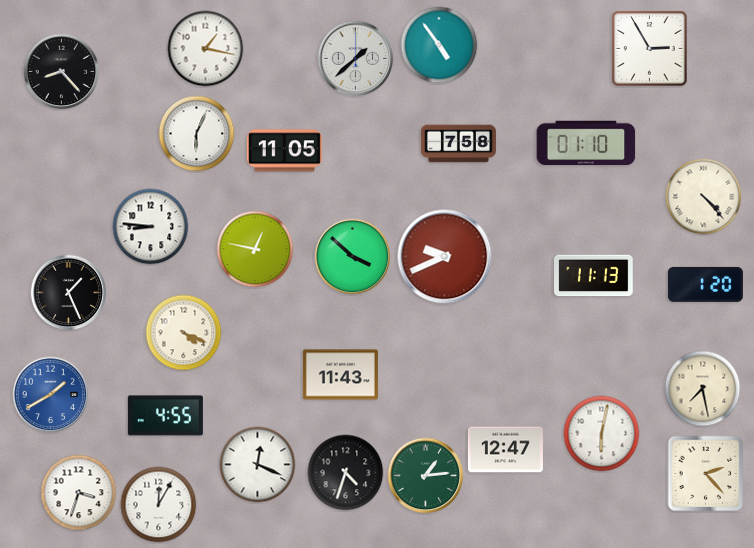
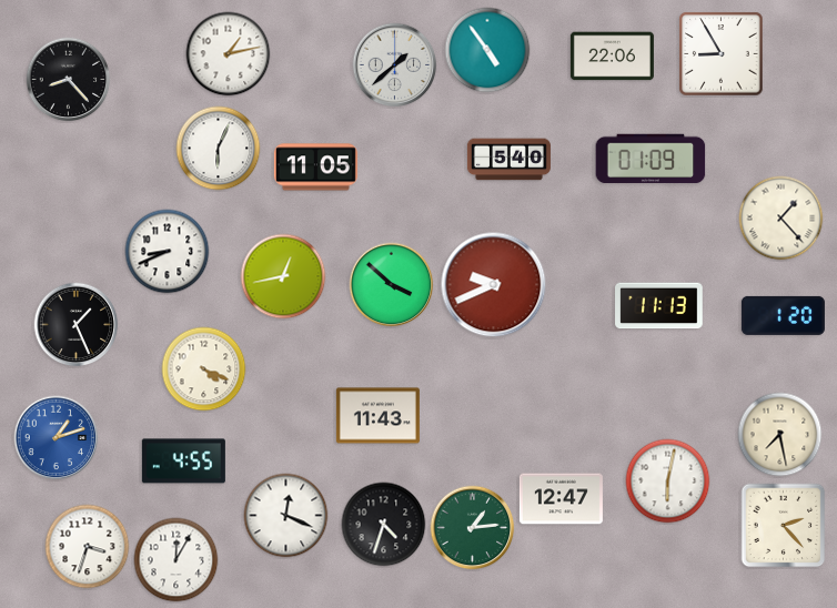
clock at (206, 49): 1:17 -> 1:13
clock at (650, 49): 2:55 -> 8:55
clock at (612, 57): none -> 22:06
clock at (586, 143): 01:10 -> 01:09
clock at (458, 144): 7:58 -> 5:40
clock at (704, 197): 4:23 -> 1:23
clock at (151, 227): 8:46 -> 8:41
clock at (255, 249): 12:47 -> 12:43
clock at (703, 389) position: (703, 389) -> (780, 435)
clock at (51, 395): 1:40 -> 1:12
